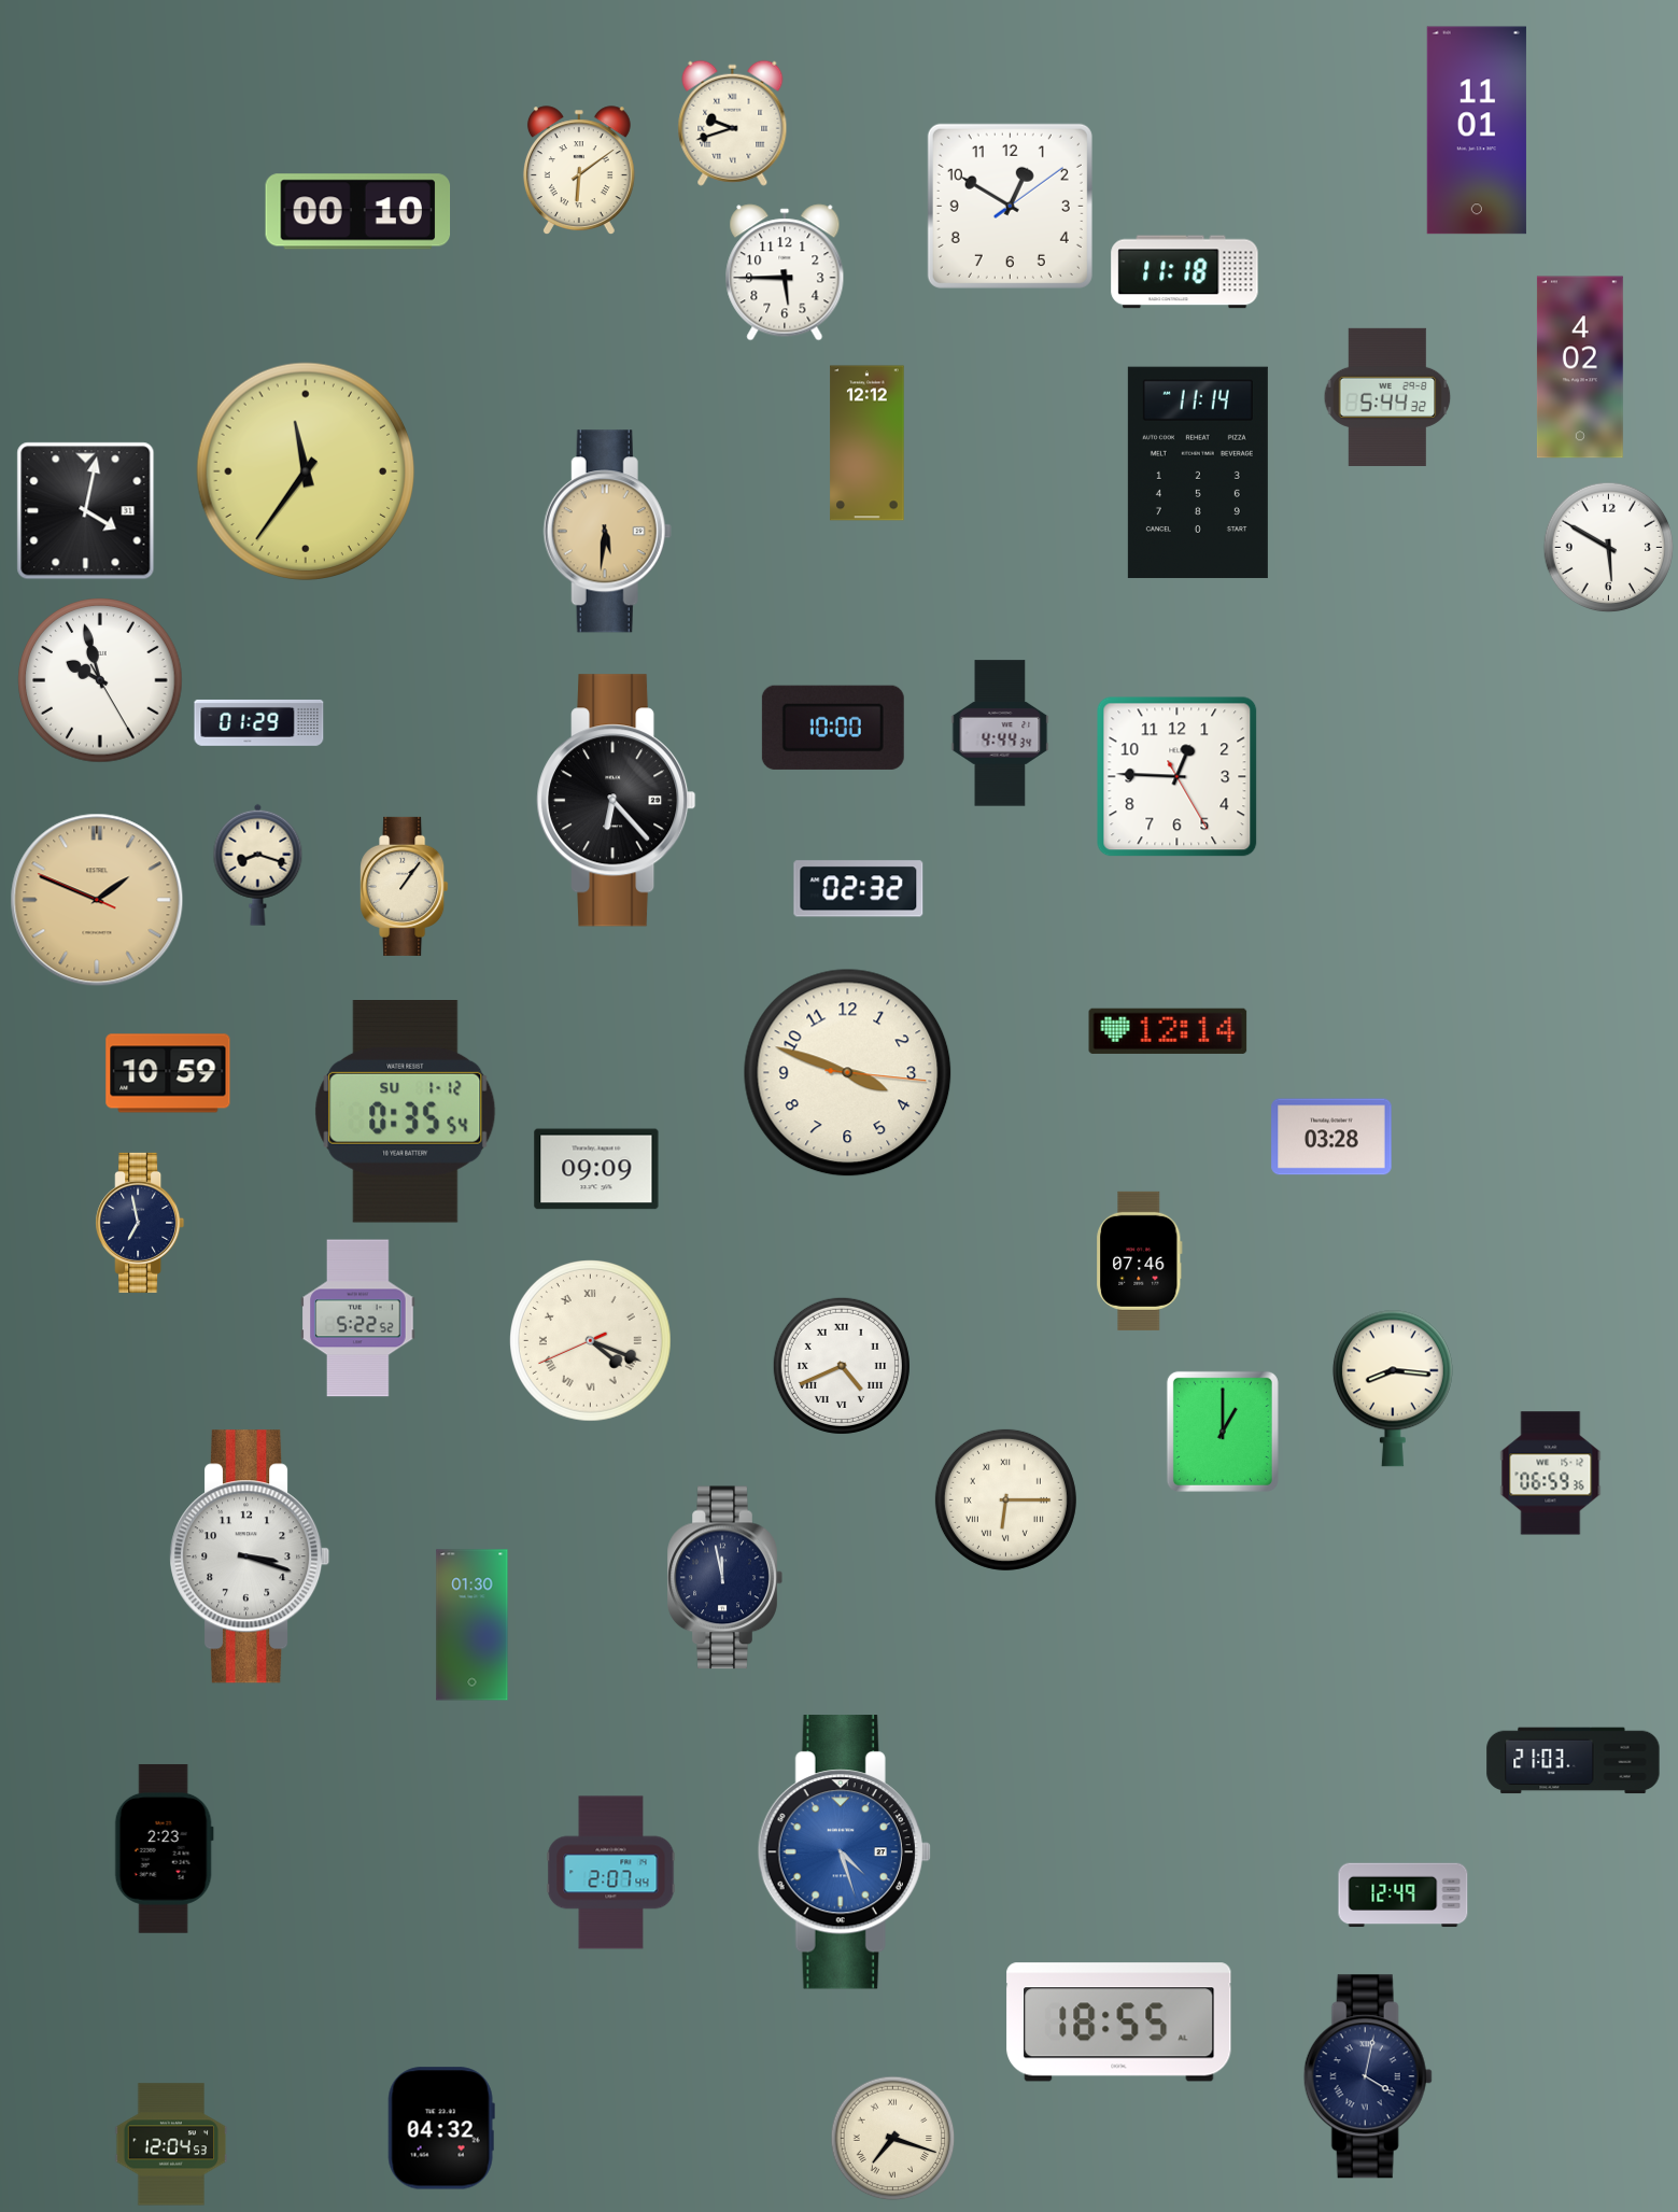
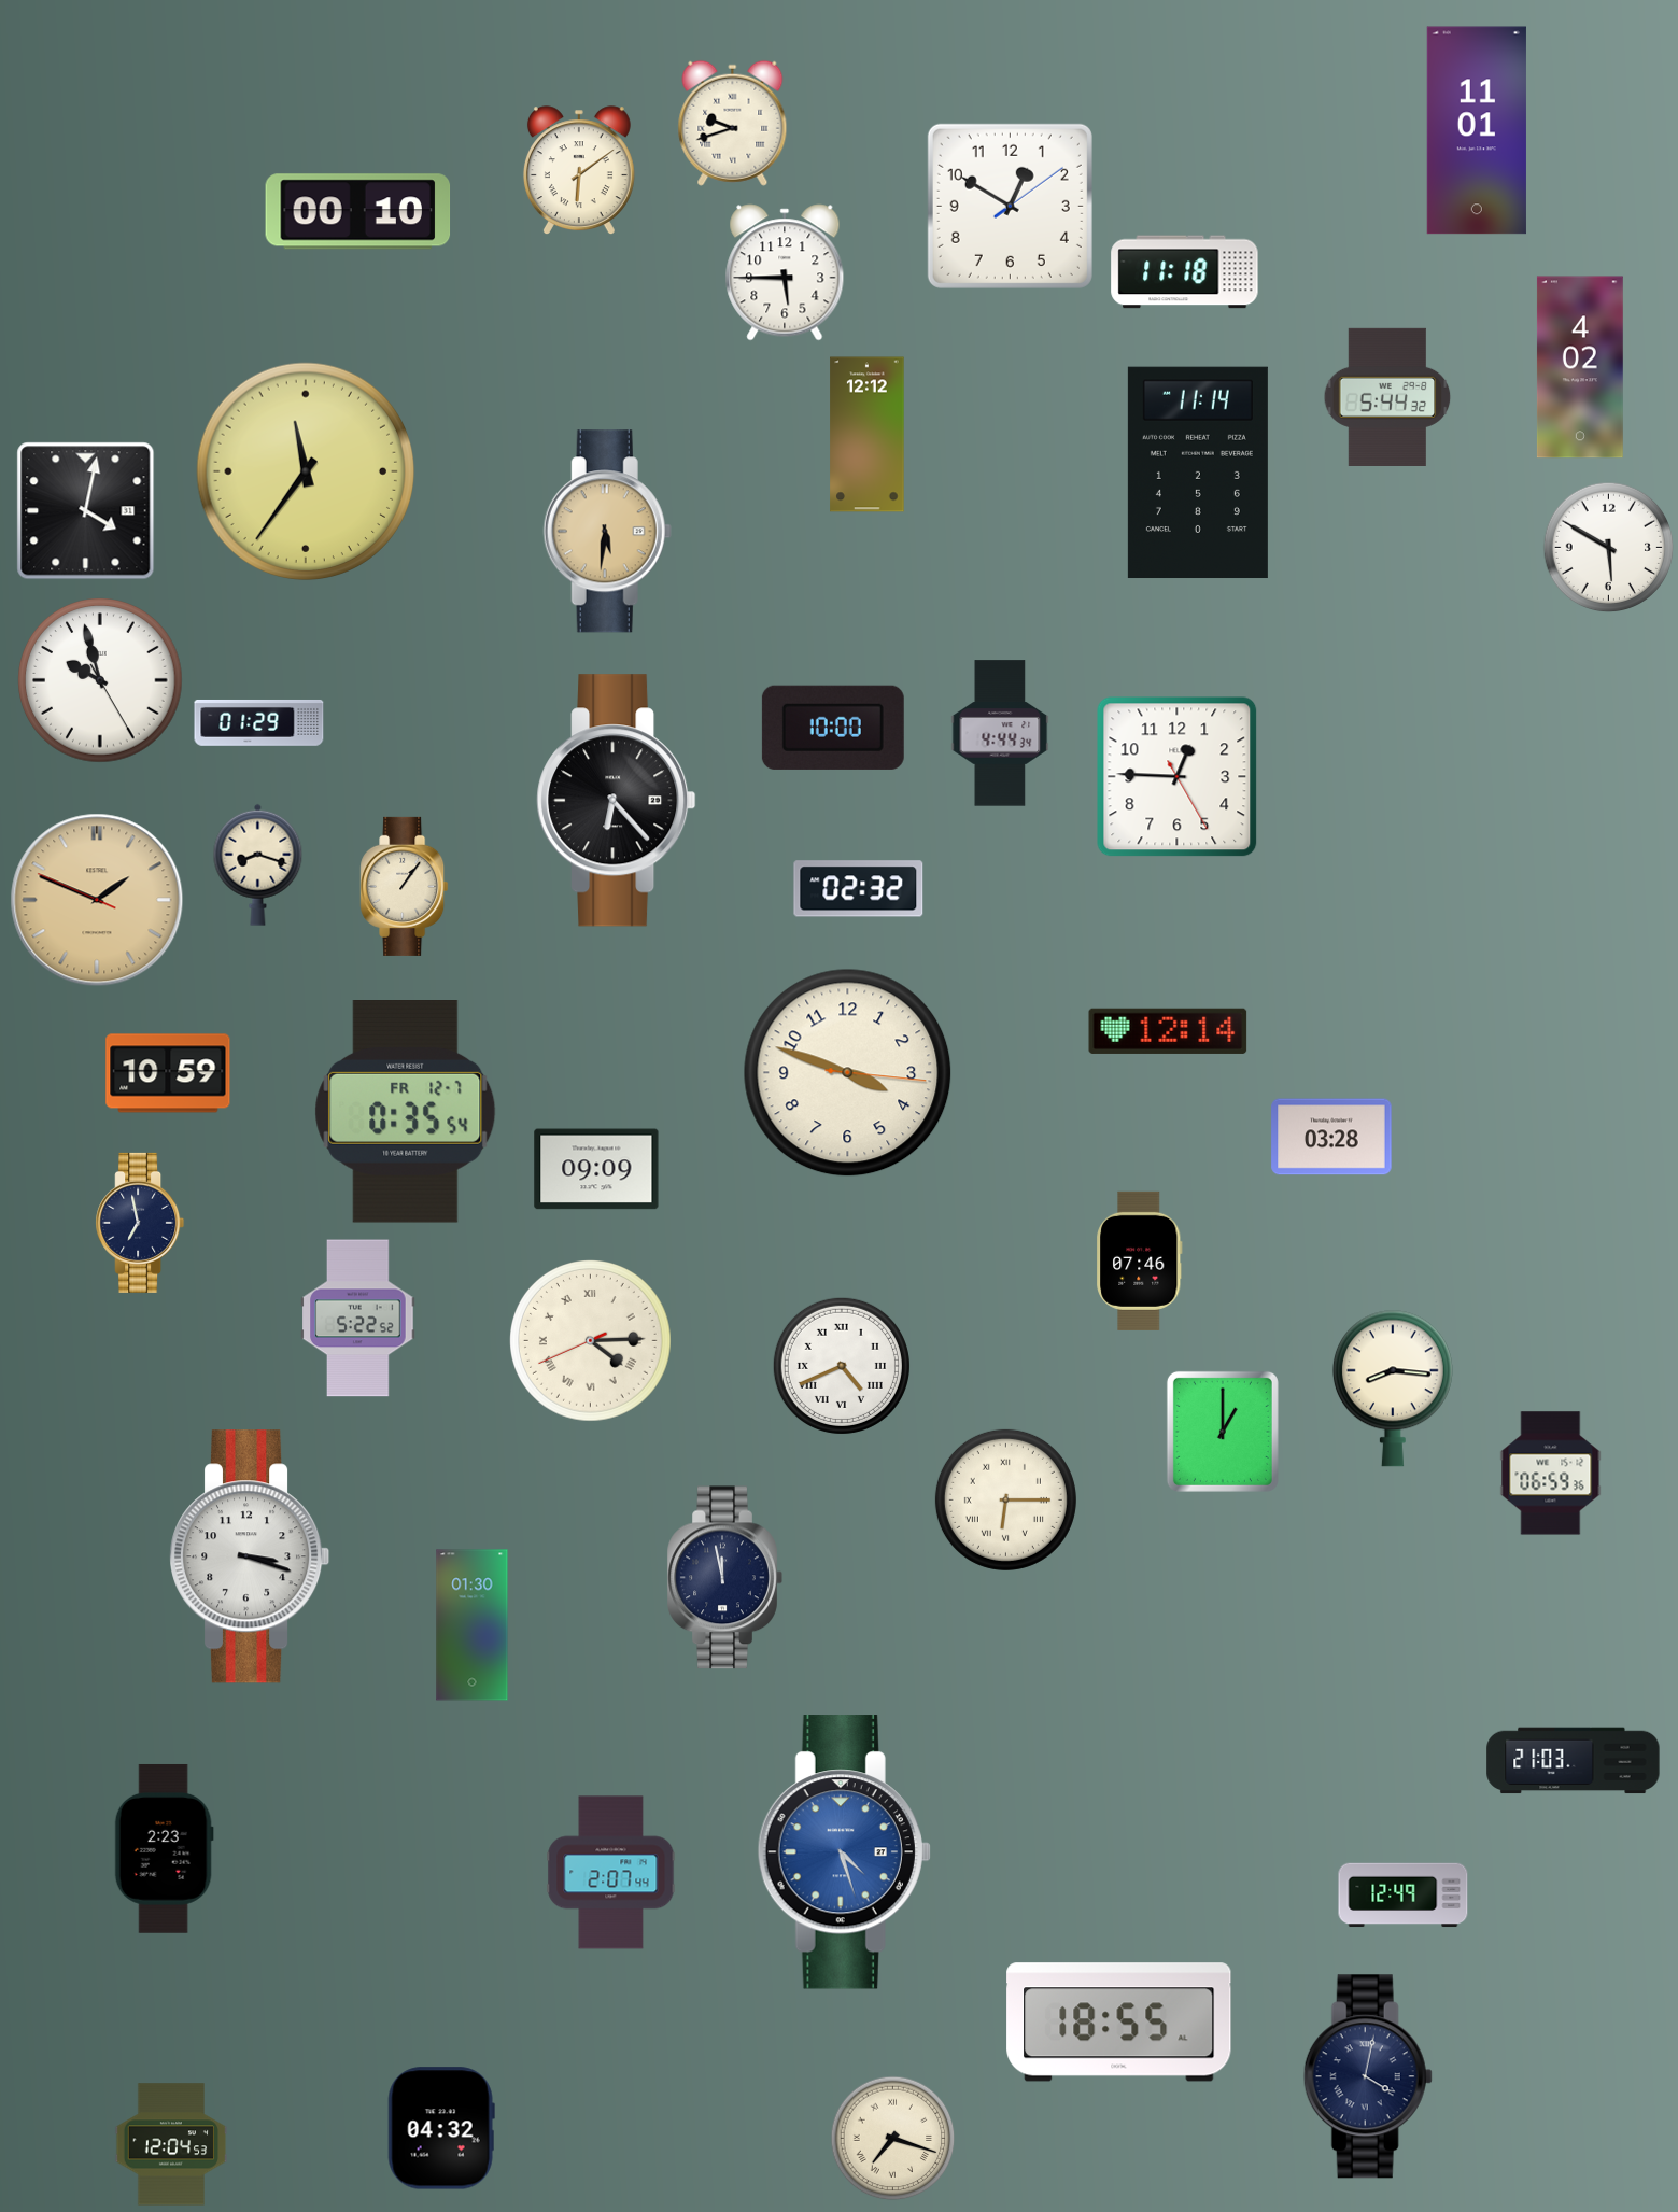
clock at (868, 443) position: (868, 443) -> (868, 435)
clock at (406, 1112) date: SU 1-12 -> FR 12-7
clock at (591, 1341): 4:18 -> 4:14
